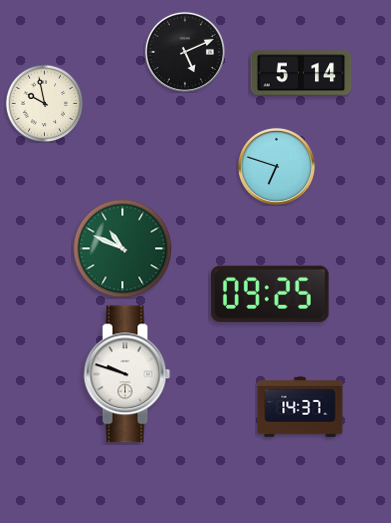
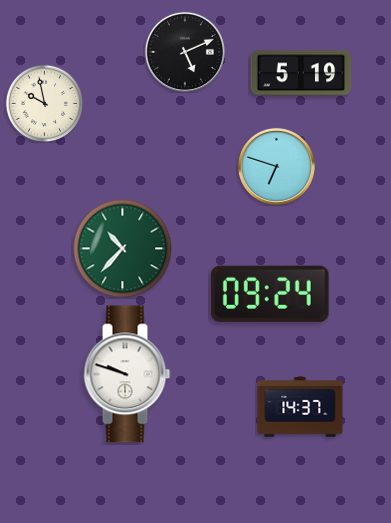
clock at (301, 73): 5:14 -> 5:19
clock at (123, 249): 10:49 -> 10:37
clock at (270, 294): 09:25 -> 09:24
